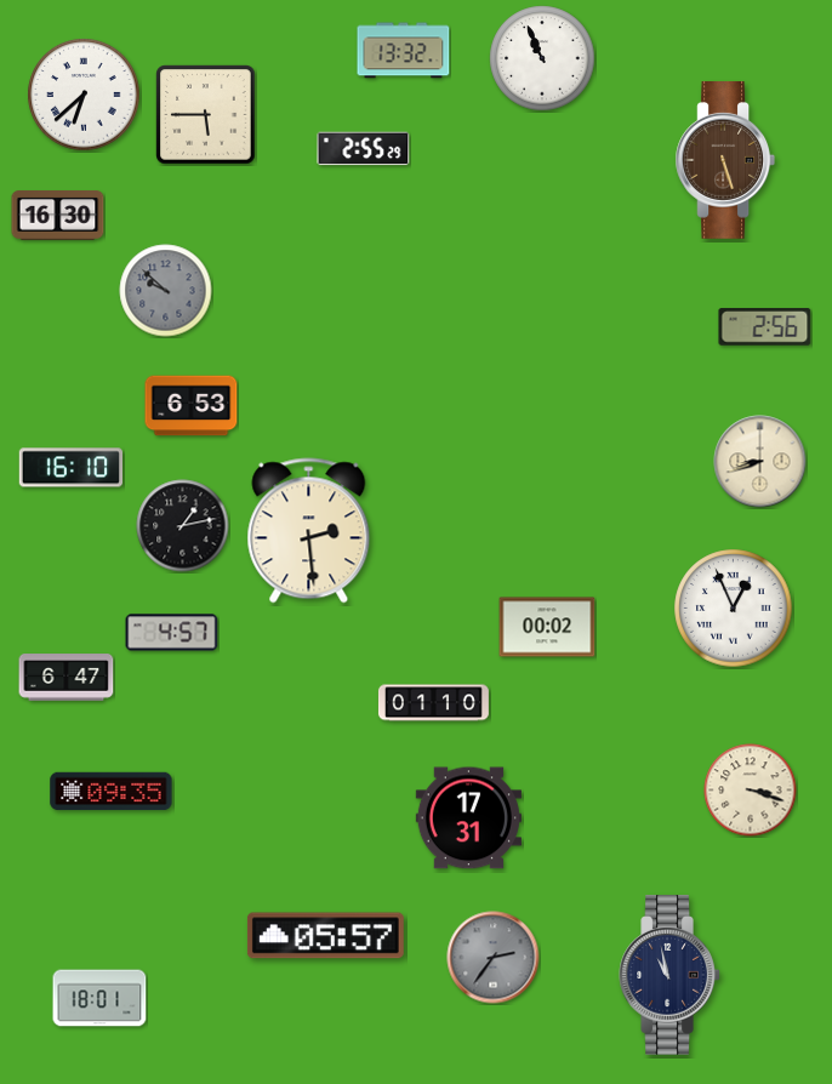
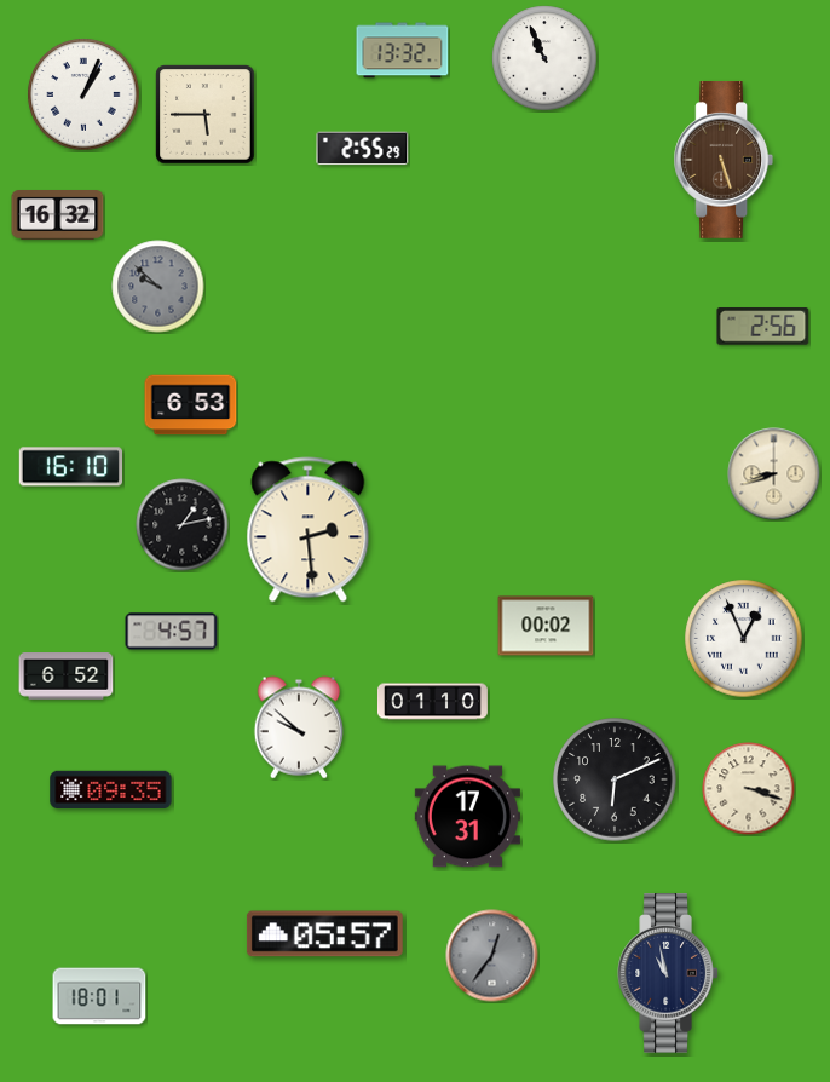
clock at (542, 58) position: (542, 58) -> (544, 58)
clock at (84, 95): 6:38 -> 1:04
clock at (58, 216): 16:30 -> 16:32
clock at (166, 291) position: (166, 291) -> (158, 287)
clock at (760, 462) position: (760, 462) -> (774, 474)
clock at (734, 609) position: (734, 609) -> (744, 639)
clock at (67, 678): 6:47 -> 6:52
clock at (299, 727): none -> 9:52
clock at (615, 779): none -> 6:11
clock at (494, 958): 2:36 -> 12:36
